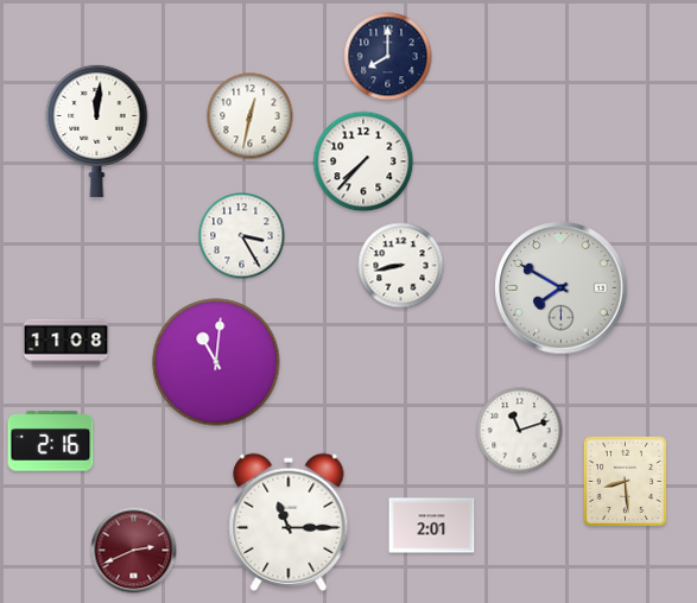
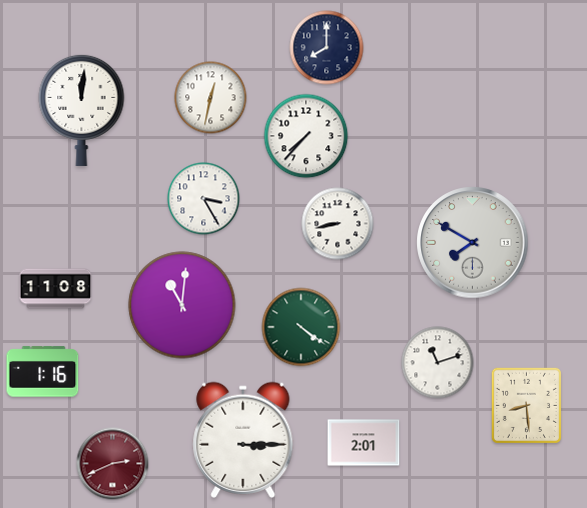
clock at (301, 327): none -> 4:21
clock at (51, 442): 2:16 -> 1:16
clock at (289, 522): 11:15 -> 3:15
